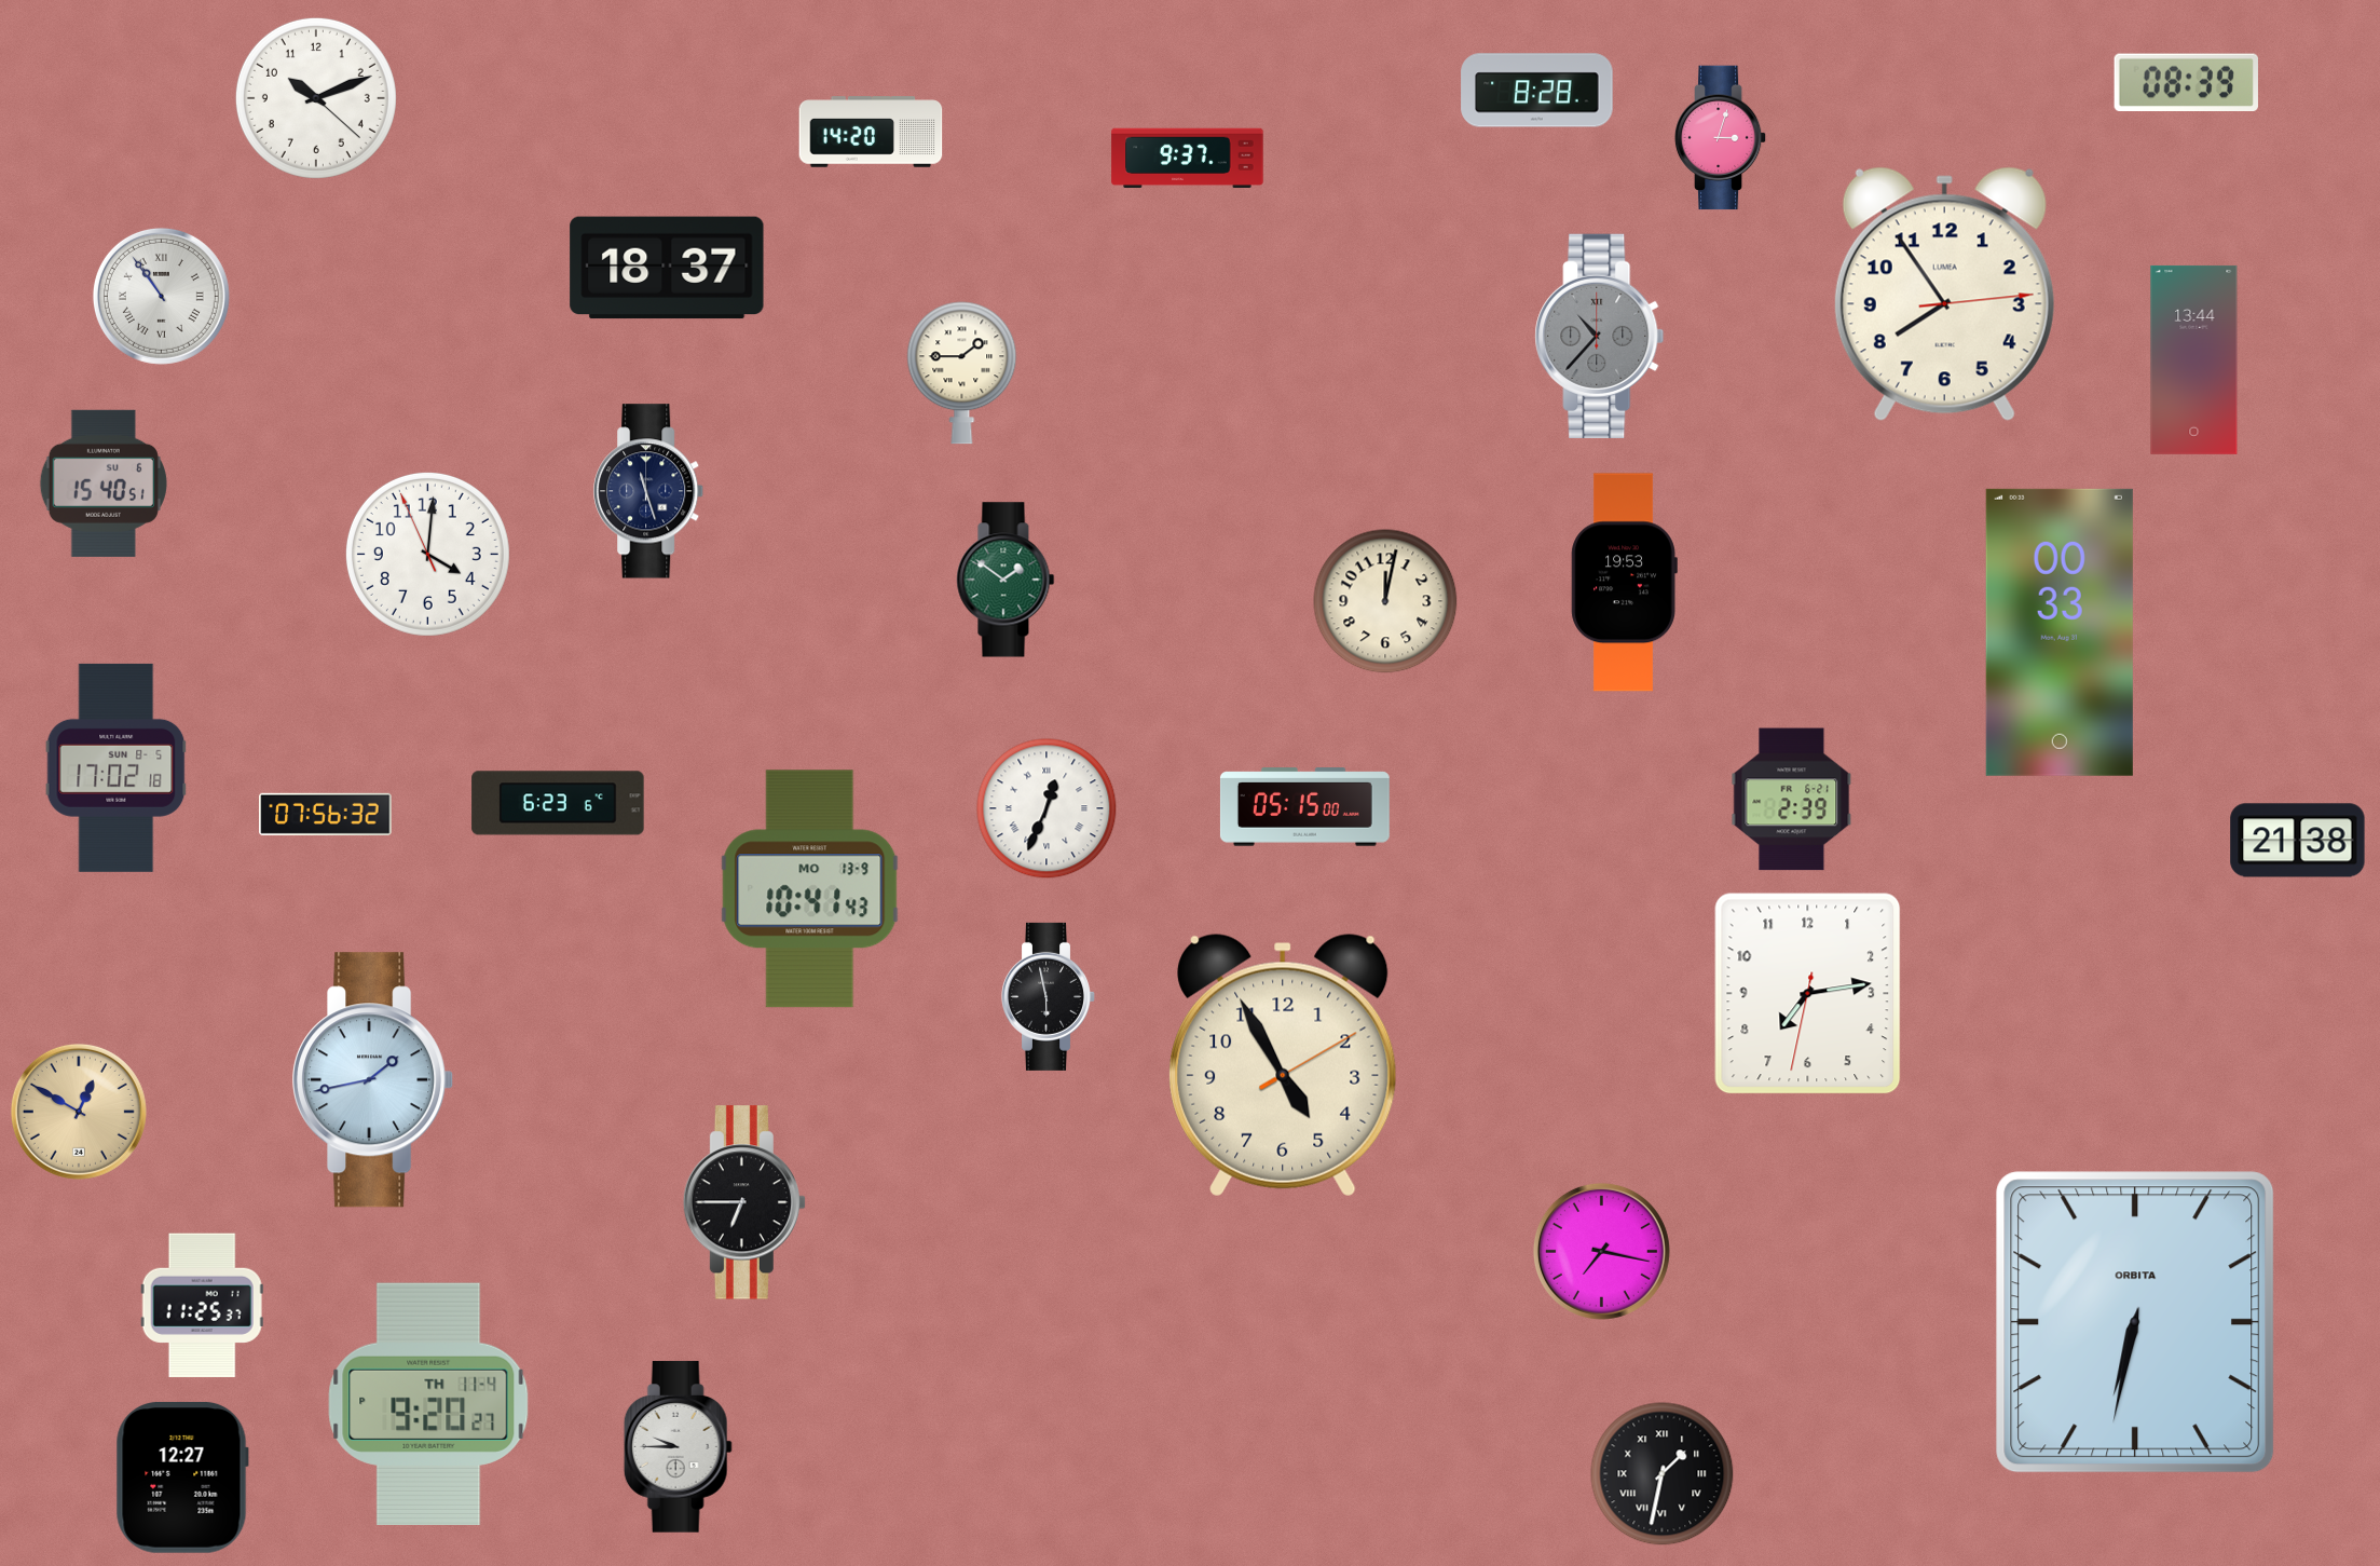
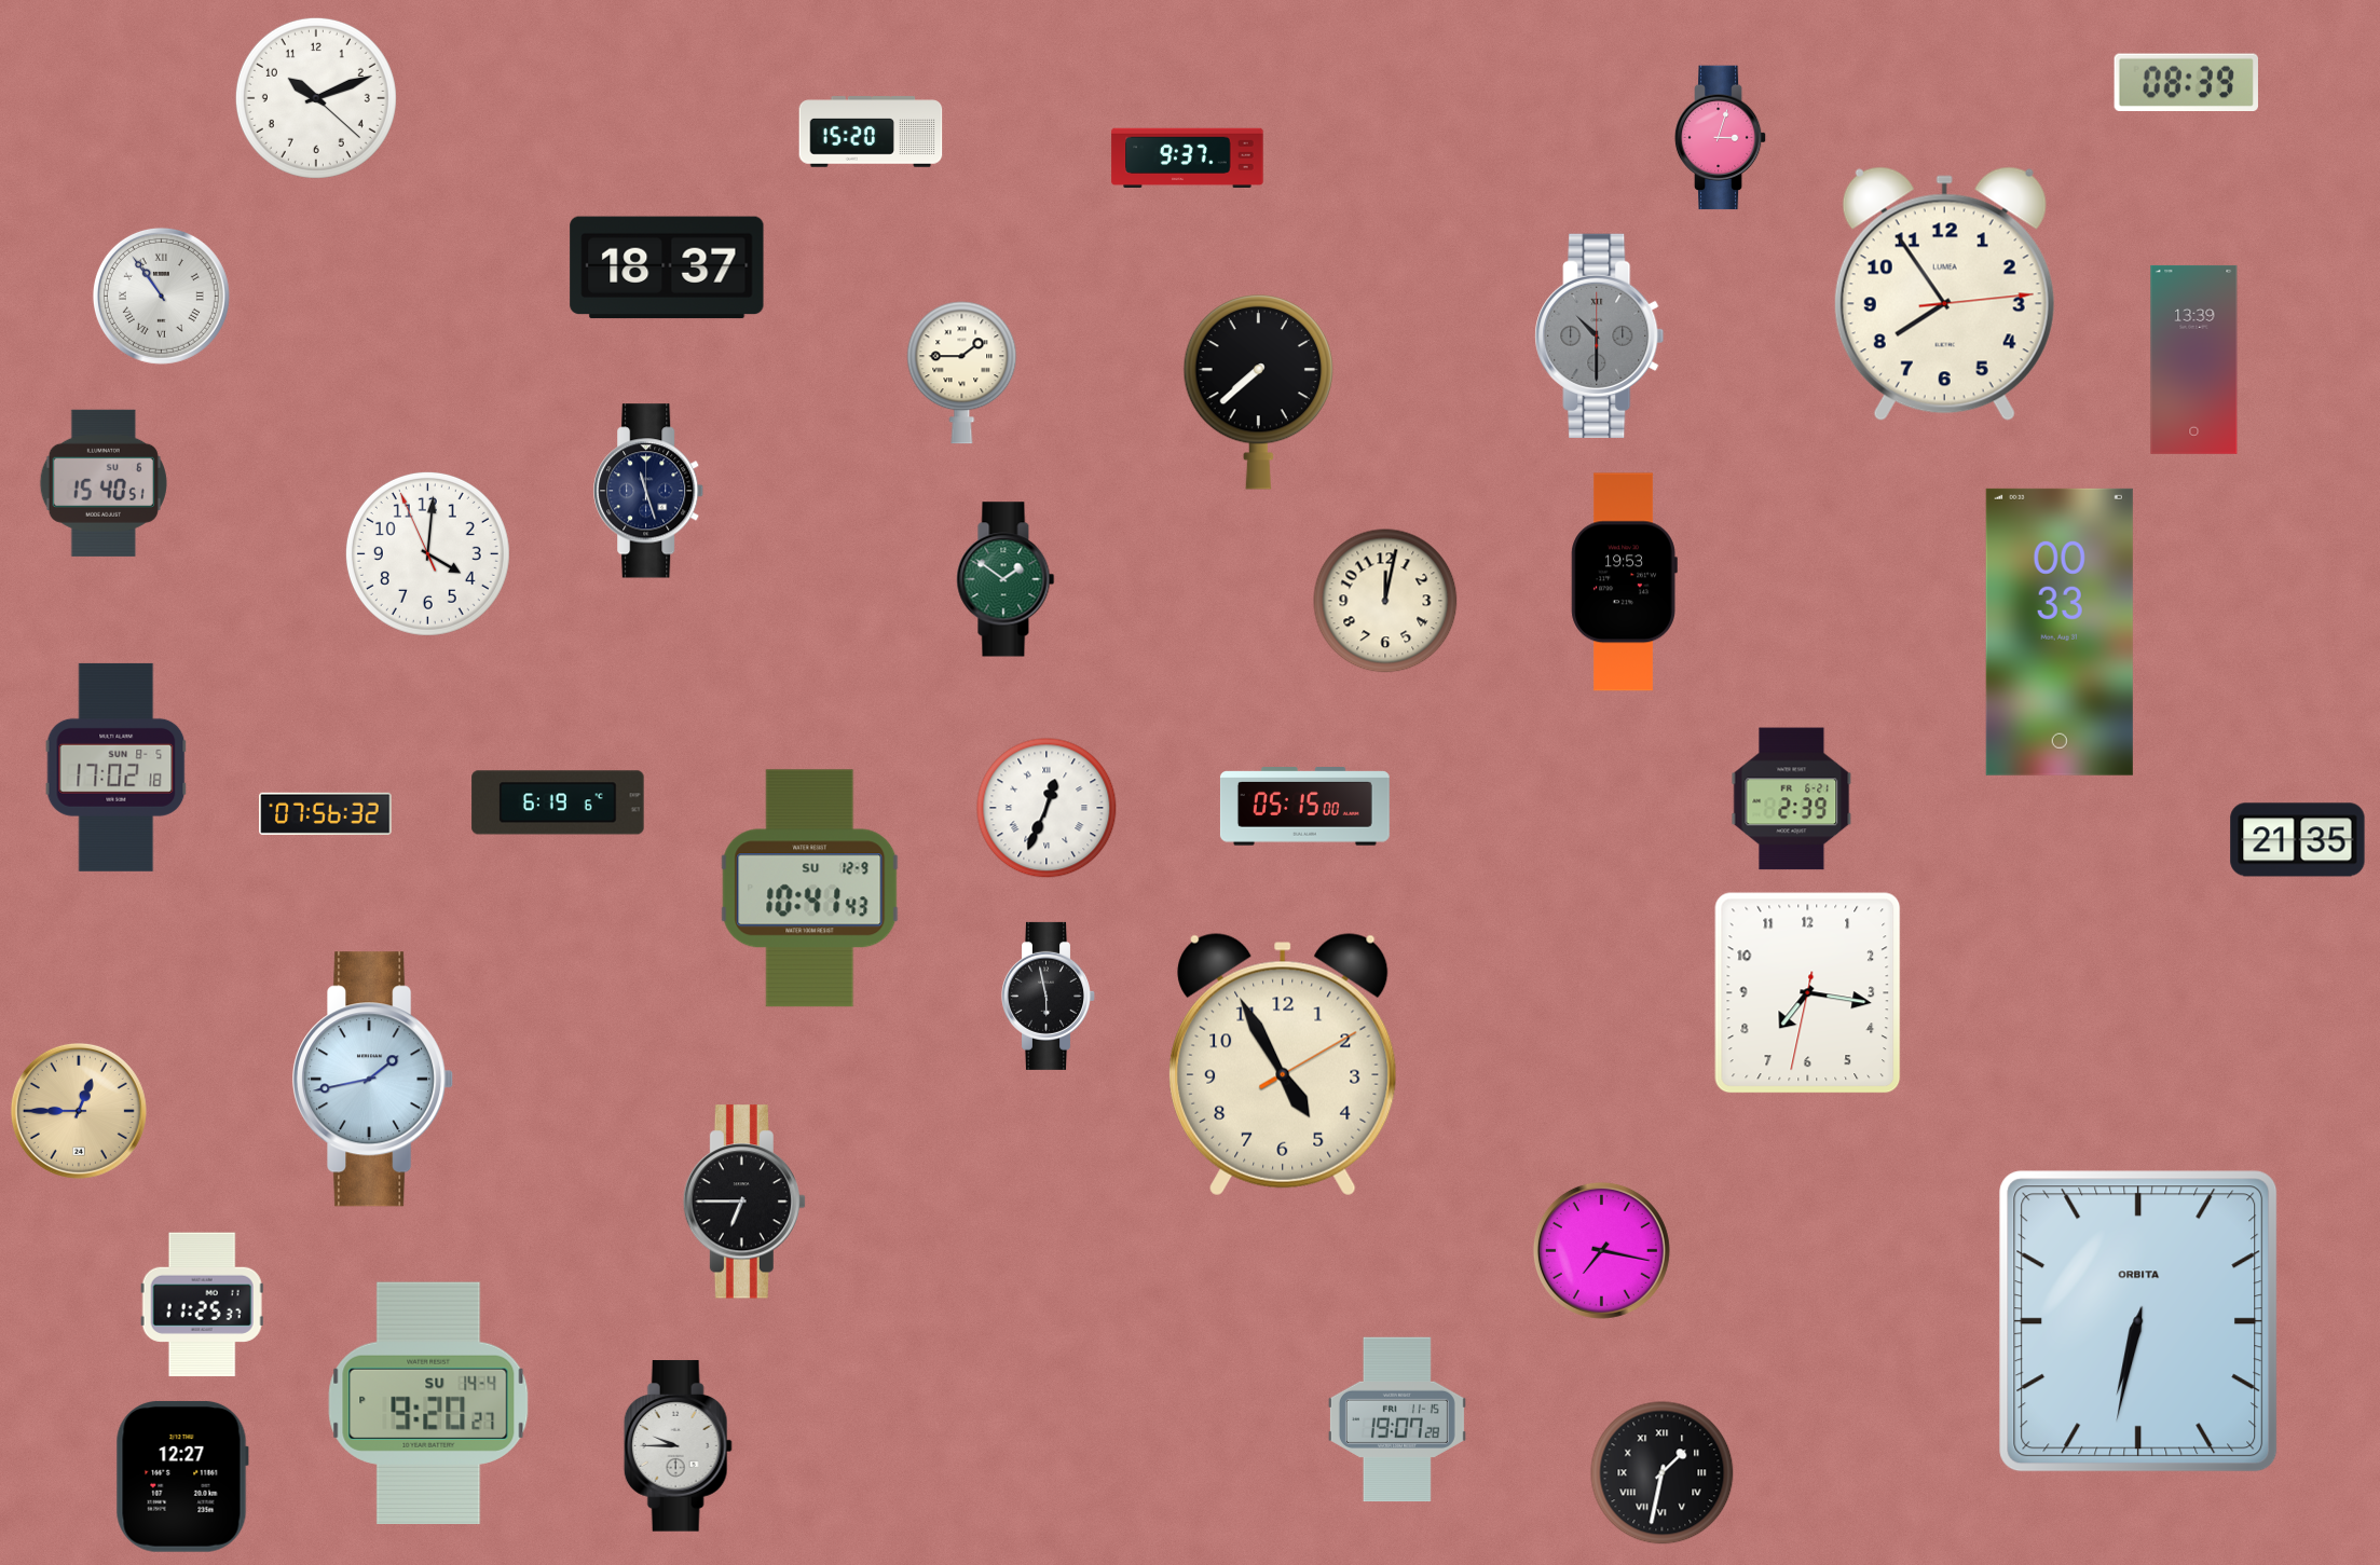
clock at (1537, 91): 8:28 -> none
clock at (871, 132): 14:20 -> 15:20
clock at (1600, 336): 10:37 -> 10:30
clock at (2194, 359): 13:44 -> 13:39
clock at (1258, 393): none -> 7:38
clock at (558, 803): 6:23 -> 6:19
clock at (2298, 841): 21:38 -> 21:35
clock at (810, 889) date: MO 13-9 -> SU 12-9
clock at (1808, 994): 7:13 -> 7:16
clock at (79, 1112): 12:50 -> 12:45
clock at (2135, 1322) position: (2135, 1322) -> (2138, 1321)
clock at (428, 1404) date: TH 11-4 -> SU 14-4
clock at (1397, 1419): none -> 19:07
